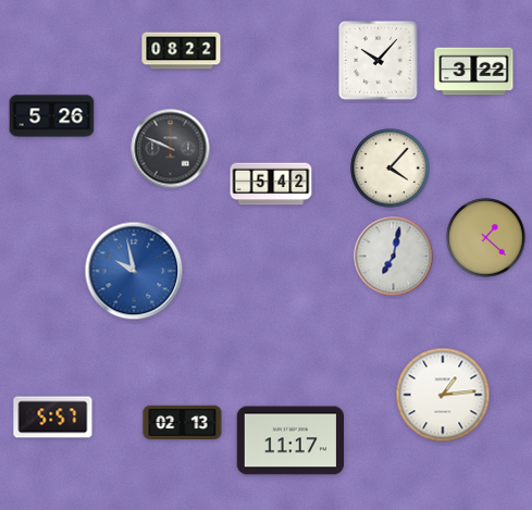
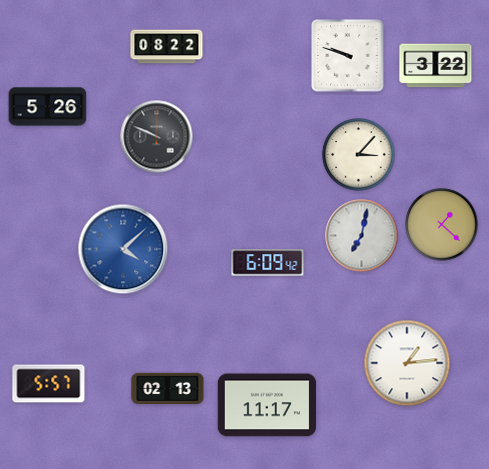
clock at (379, 61): 10:07 -> 9:48
clock at (391, 169): 4:07 -> 3:07
clock at (271, 184): 5:42 -> none
clock at (486, 238) position: (486, 238) -> (442, 225)
clock at (134, 271): 9:58 -> 4:08
clock at (268, 263): none -> 6:09
